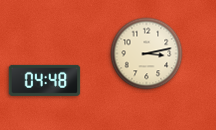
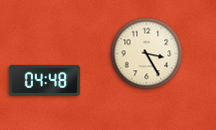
clock at (147, 54): 3:13 -> 3:25
